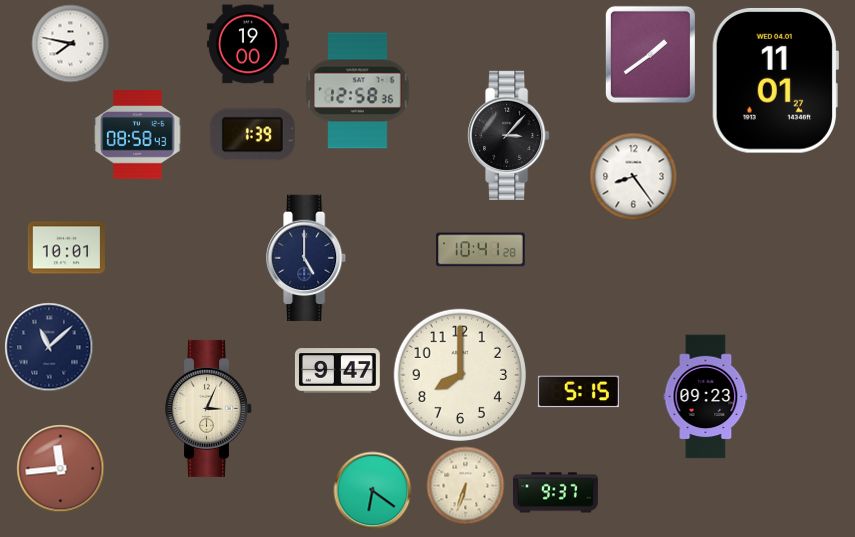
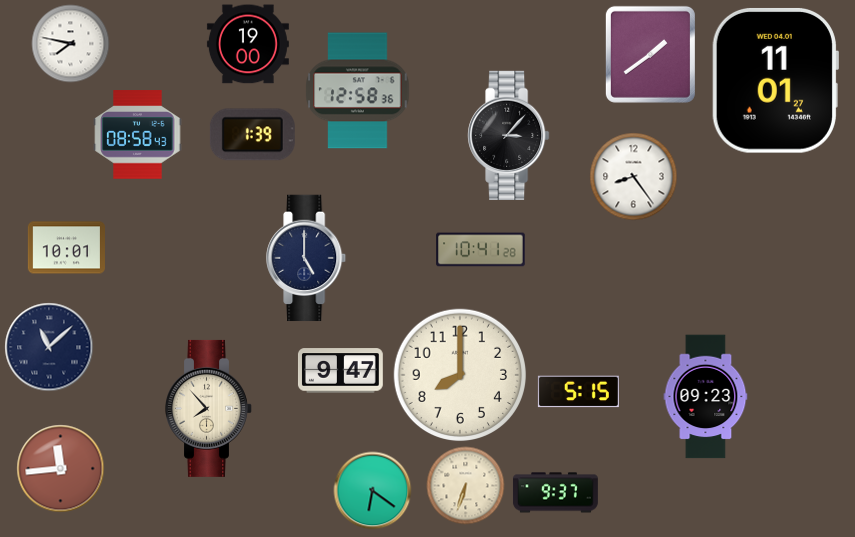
clock at (337, 371) position: (337, 371) -> (340, 371)
clock at (209, 408): 3:04 -> 7:53
